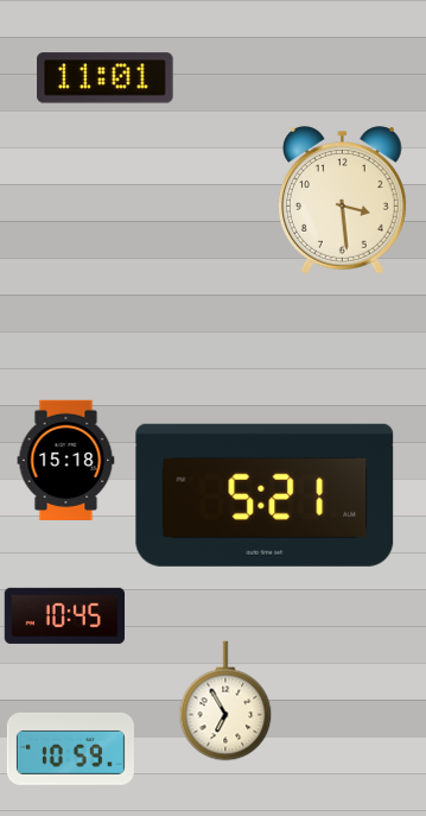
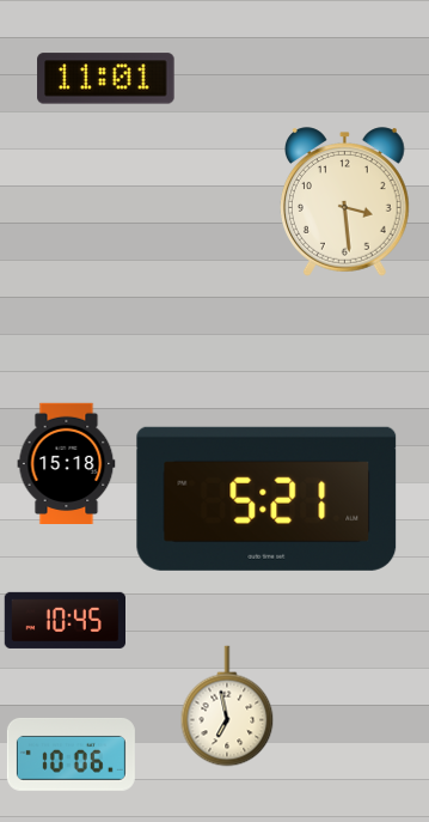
clock at (225, 701): 6:55 -> 6:58
clock at (70, 748): 10:59 -> 10:06
